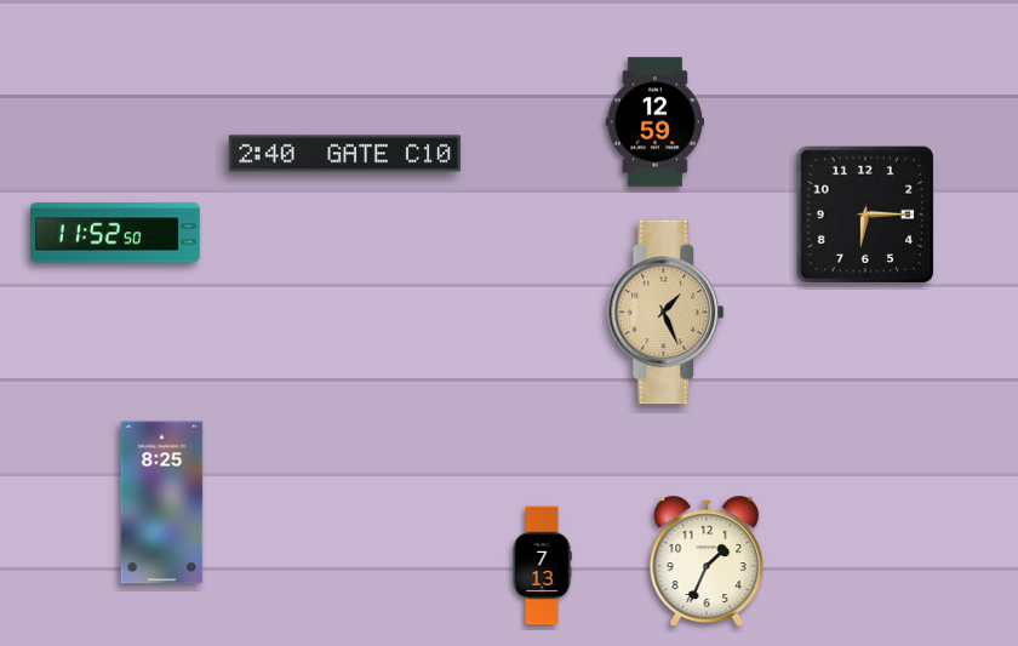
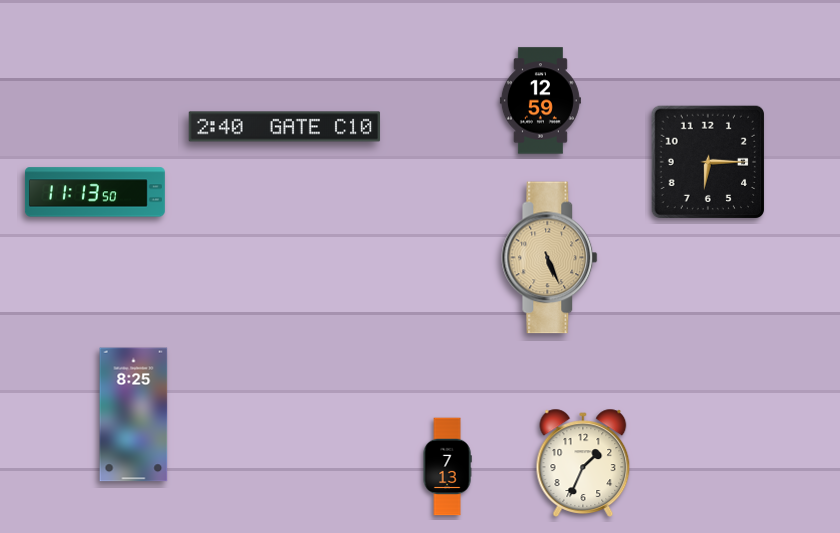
clock at (864, 213) position: (864, 213) -> (707, 161)
clock at (115, 233): 11:52 -> 11:13
clock at (667, 313): 1:26 -> 5:26
